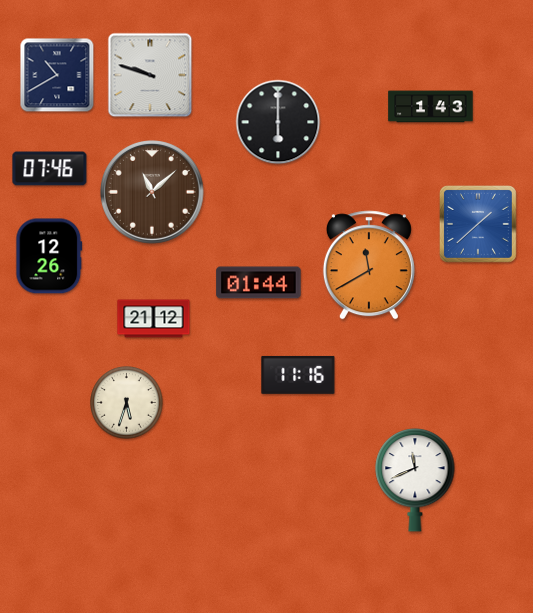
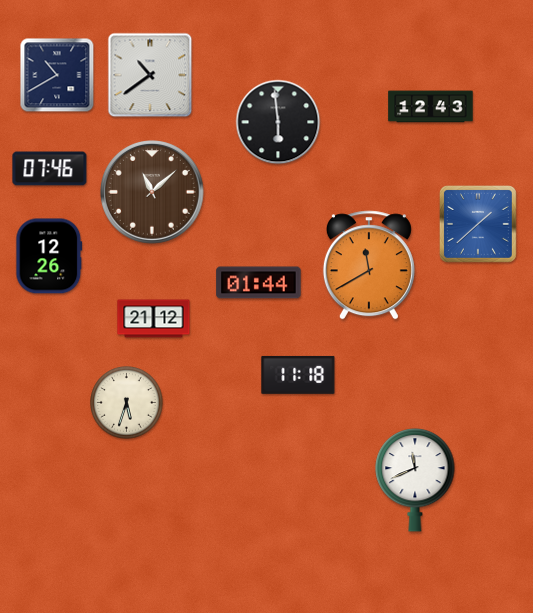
clock at (150, 75): 9:48 -> 10:39
clock at (431, 107): 1:43 -> 12:43
clock at (278, 122): 6:00 -> 5:59
clock at (298, 375): 11:16 -> 11:18
